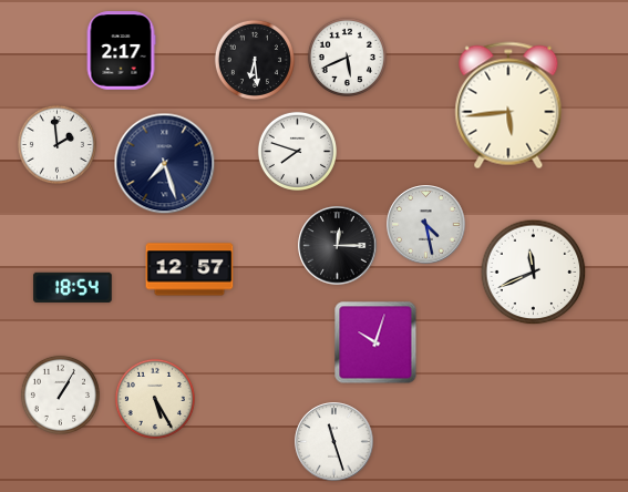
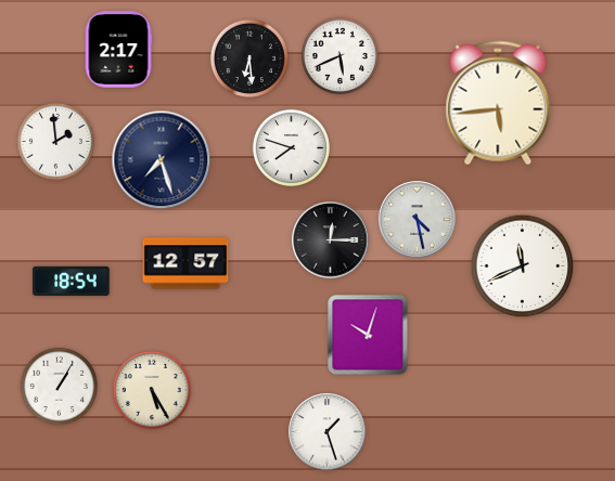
clock at (334, 442): 11:27 -> 1:27
